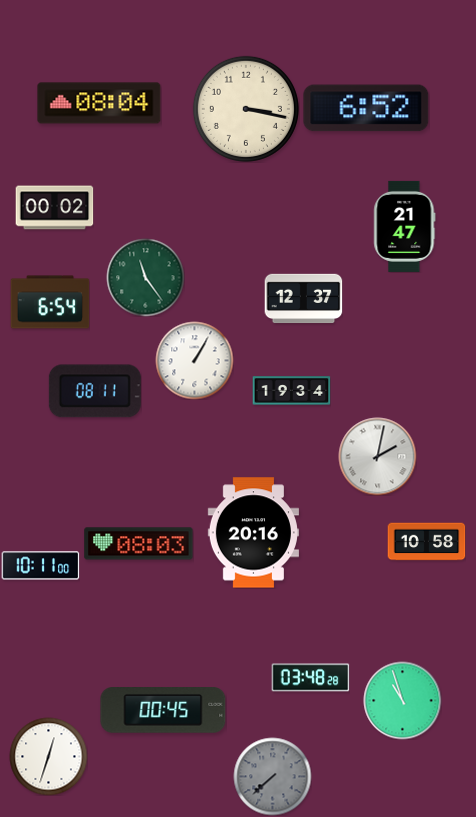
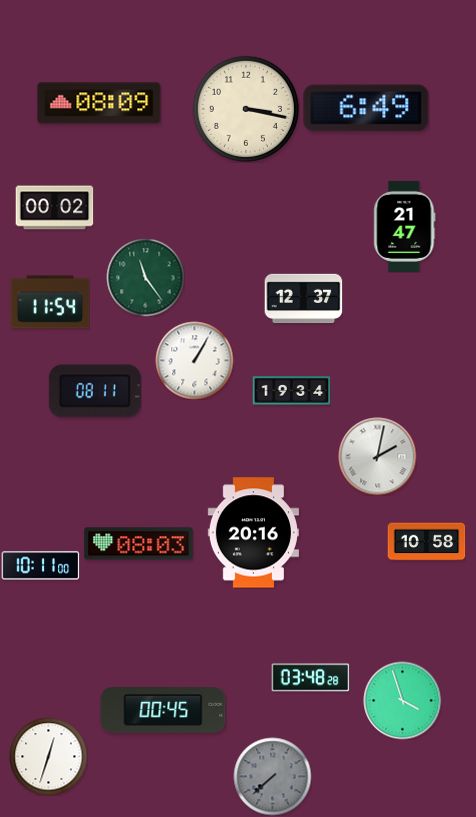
clock at (99, 103): 08:04 -> 08:09
clock at (366, 108): 6:52 -> 6:49
clock at (50, 302): 6:54 -> 11:54
clock at (402, 700): 10:57 -> 3:57
